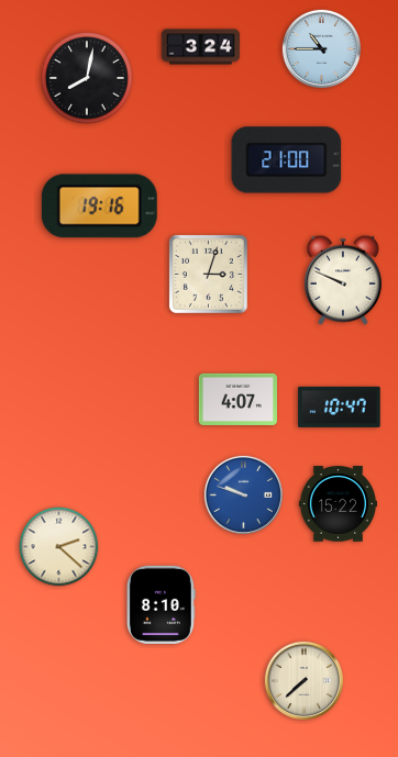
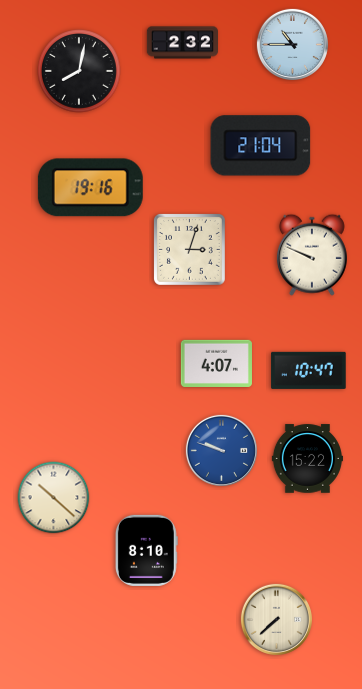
clock at (200, 47): 3:24 -> 2:32
clock at (287, 160): 21:00 -> 21:04
clock at (59, 547): 2:22 -> 10:22
